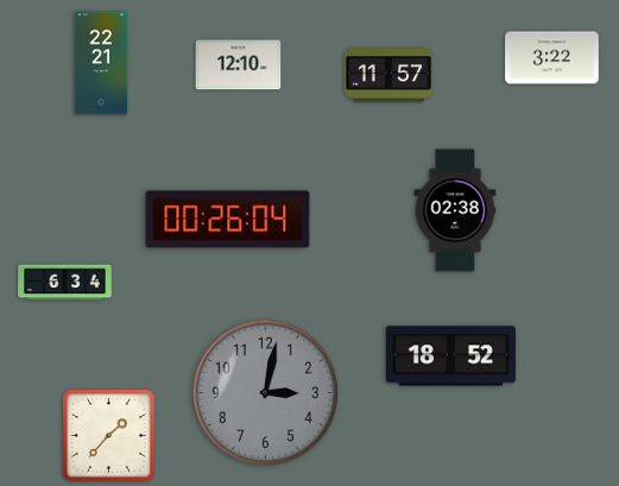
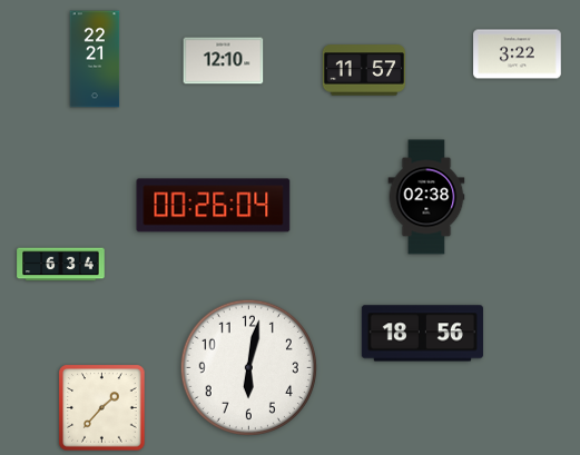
clock at (450, 356): 18:52 -> 18:56
clock at (265, 392): 3:02 -> 6:02
clock at (265, 392) dial: grey -> white
